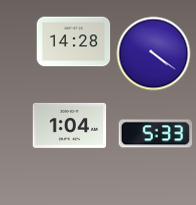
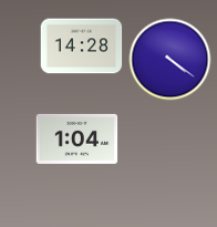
clock at (156, 134): 5:33 -> none
